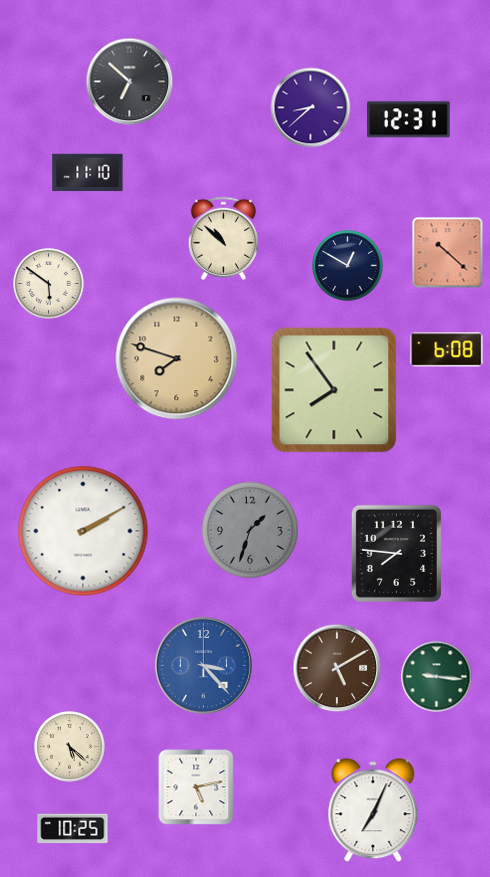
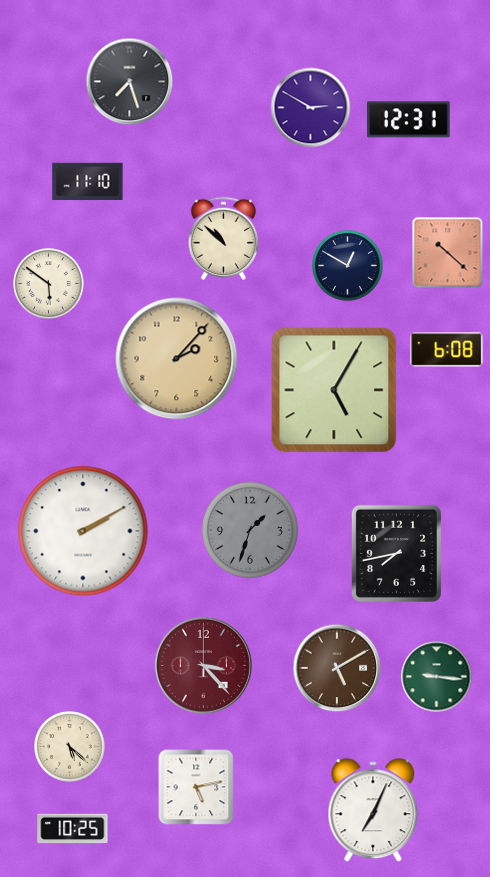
clock at (130, 82): 6:52 -> 7:27
clock at (311, 108): 8:38 -> 2:50
clock at (88, 173) position: (88, 173) -> (88, 182)
clock at (177, 359): 7:48 -> 2:07
clock at (334, 390): 7:54 -> 5:05
clock at (396, 553): 7:46 -> 7:43
clock at (203, 665) dial: blue -> burgundy
